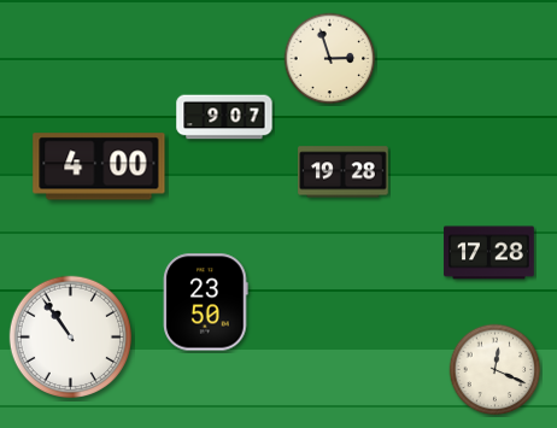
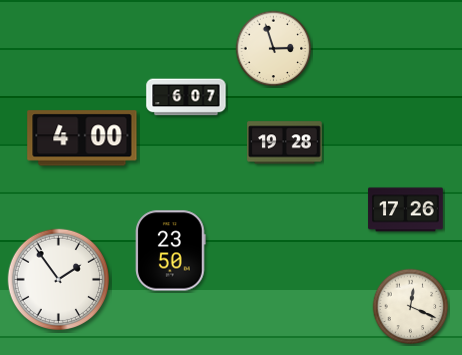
clock at (224, 117): 9:07 -> 6:07
clock at (489, 253): 17:28 -> 17:26
clock at (70, 336): 10:54 -> 1:54
